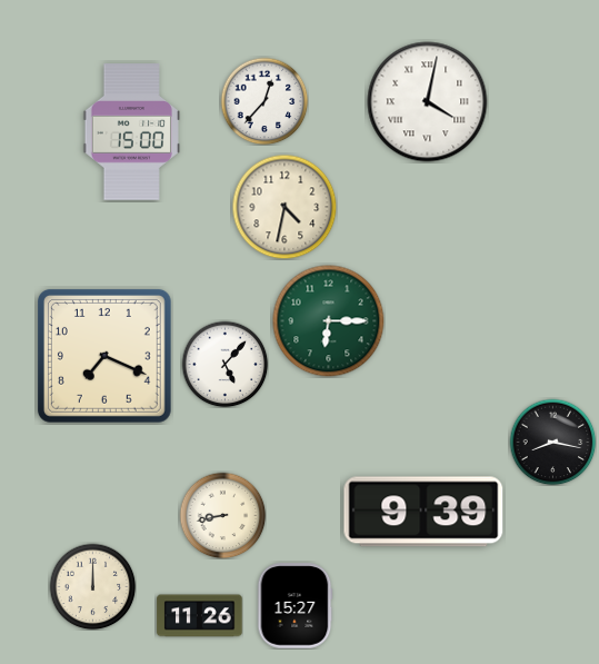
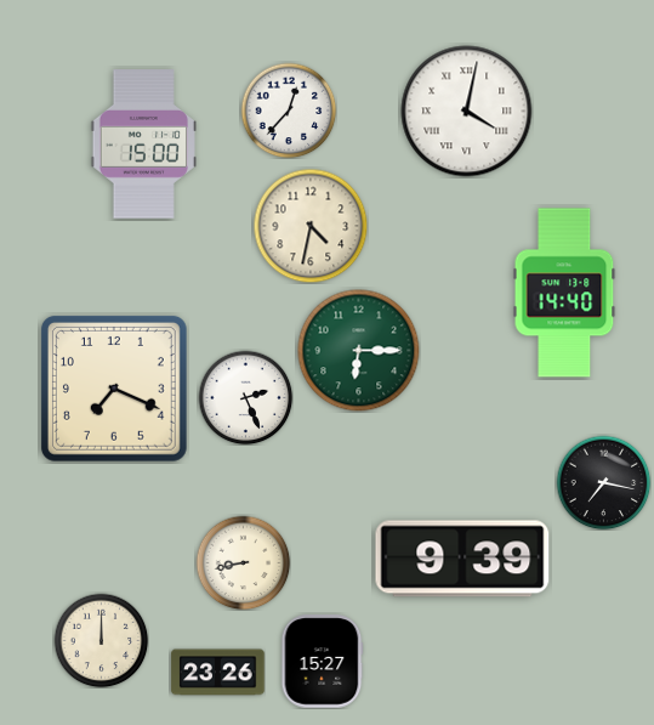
clock at (564, 293): none -> 14:40
clock at (224, 364): 5:07 -> 2:26
clock at (552, 442): 8:17 -> 7:17
clock at (200, 616): 11:26 -> 23:26
